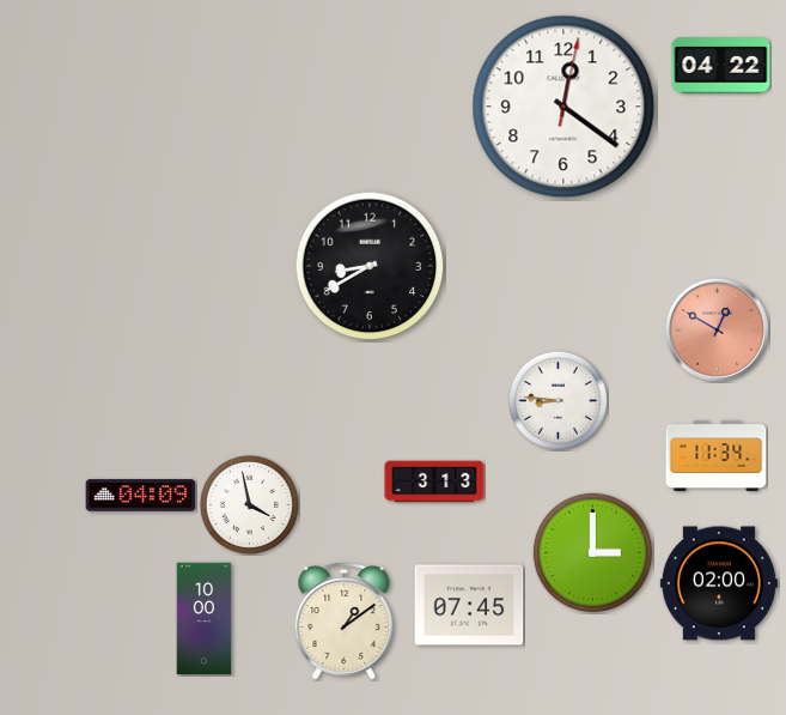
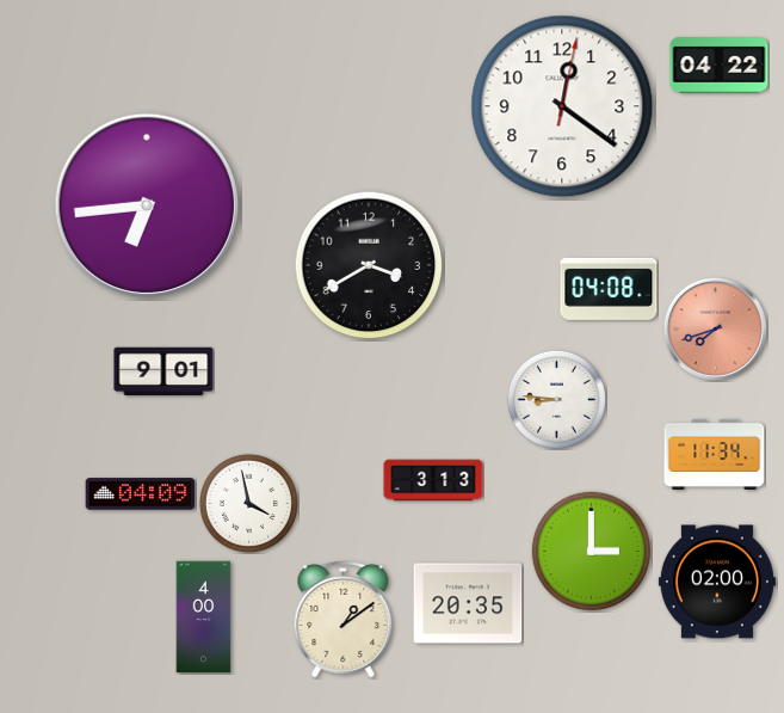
clock at (146, 204): none -> 6:44
clock at (370, 266): 8:40 -> 3:40
clock at (609, 289): none -> 04:08
clock at (717, 329): 12:50 -> 7:42
clock at (163, 371): none -> 9:01
clock at (469, 605): 07:45 -> 20:35
clock at (205, 619): 10:00 -> 4:00
